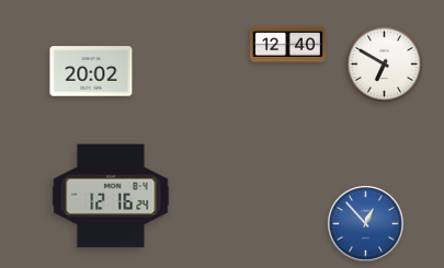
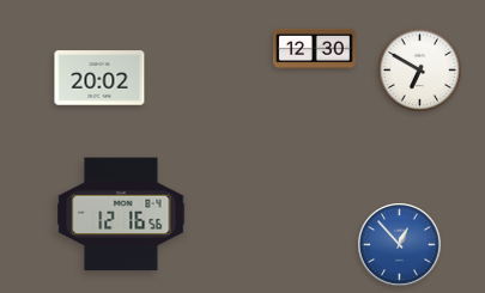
clock at (287, 45): 12:40 -> 12:30
clock at (111, 196): 12:16:24 -> 12:16:56
